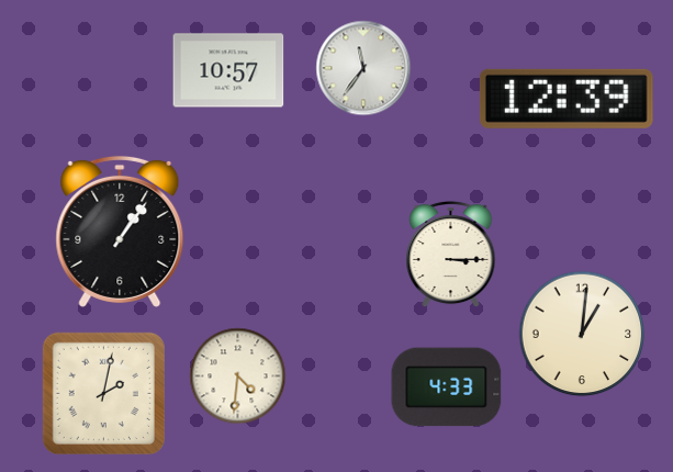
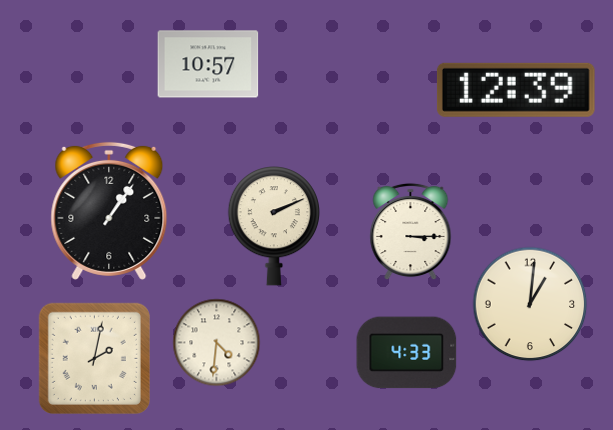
clock at (363, 68): 11:36 -> none
clock at (273, 226): none -> 2:11
